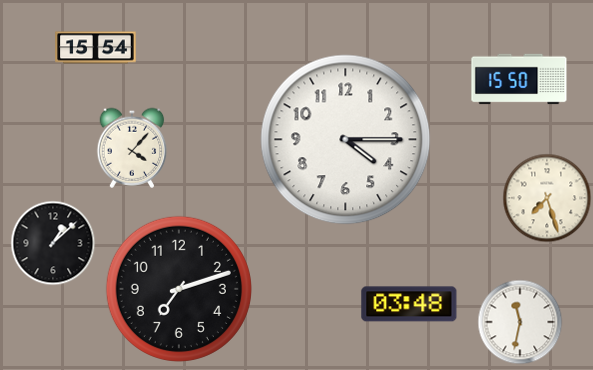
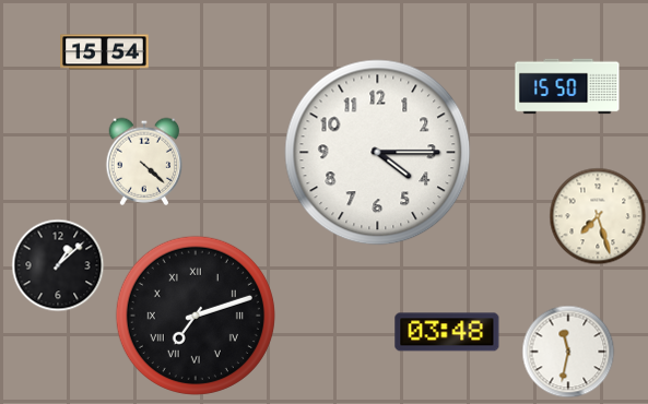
clock at (132, 148): 4:07 -> 4:22
clock at (179, 289) numerals: Arabic -> Roman
